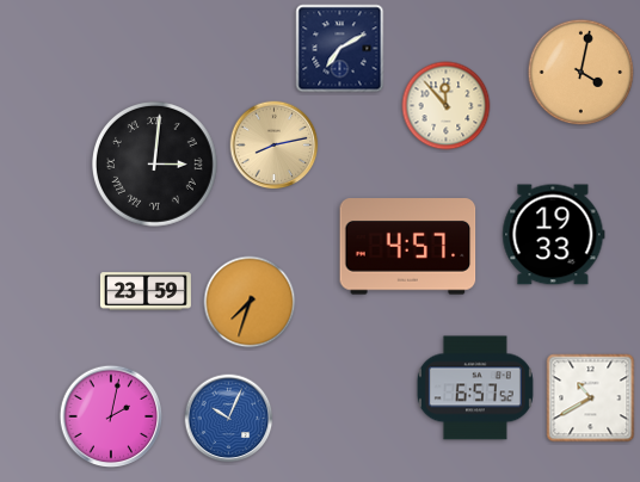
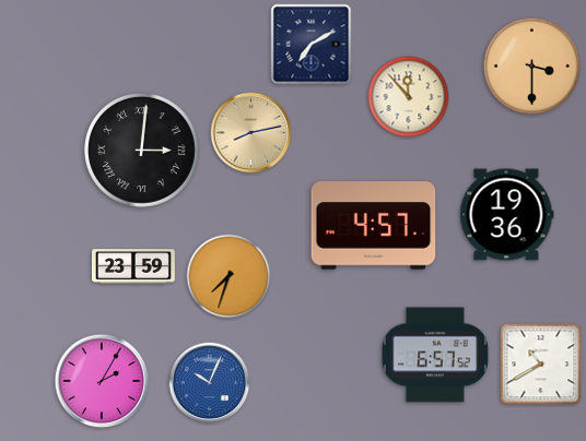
clock at (581, 73): 4:02 -> 3:30
clock at (554, 235): 19:33 -> 19:36
clock at (111, 416): 2:02 -> 2:05
